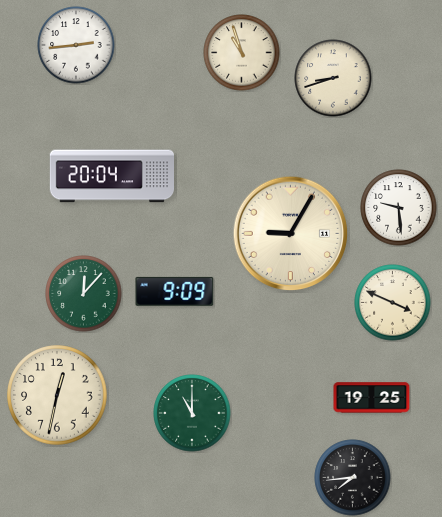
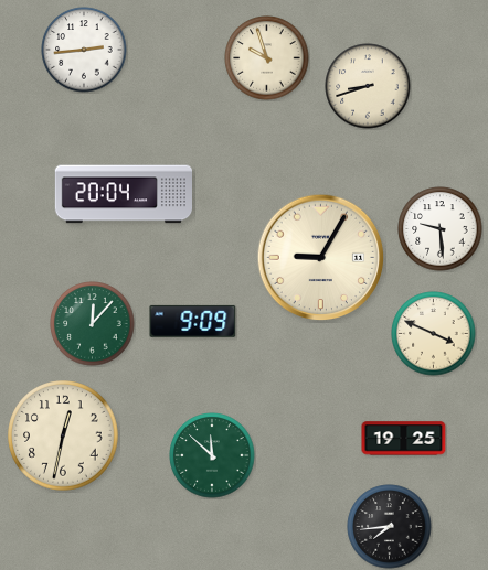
clock at (242, 53): 10:57 -> 9:57
clock at (372, 398) position: (372, 398) -> (404, 439)
clock at (192, 413): 11:00 -> 11:52
